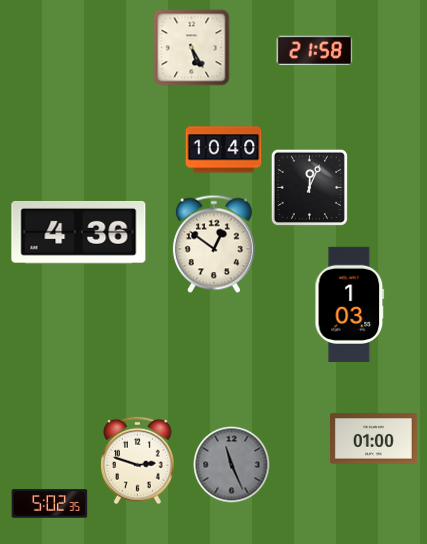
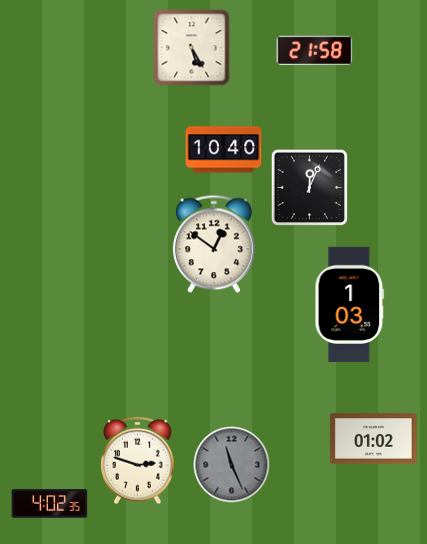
clock at (79, 232): 4:36 -> none
clock at (374, 439): 01:00 -> 01:02
clock at (50, 504): 5:02 -> 4:02
